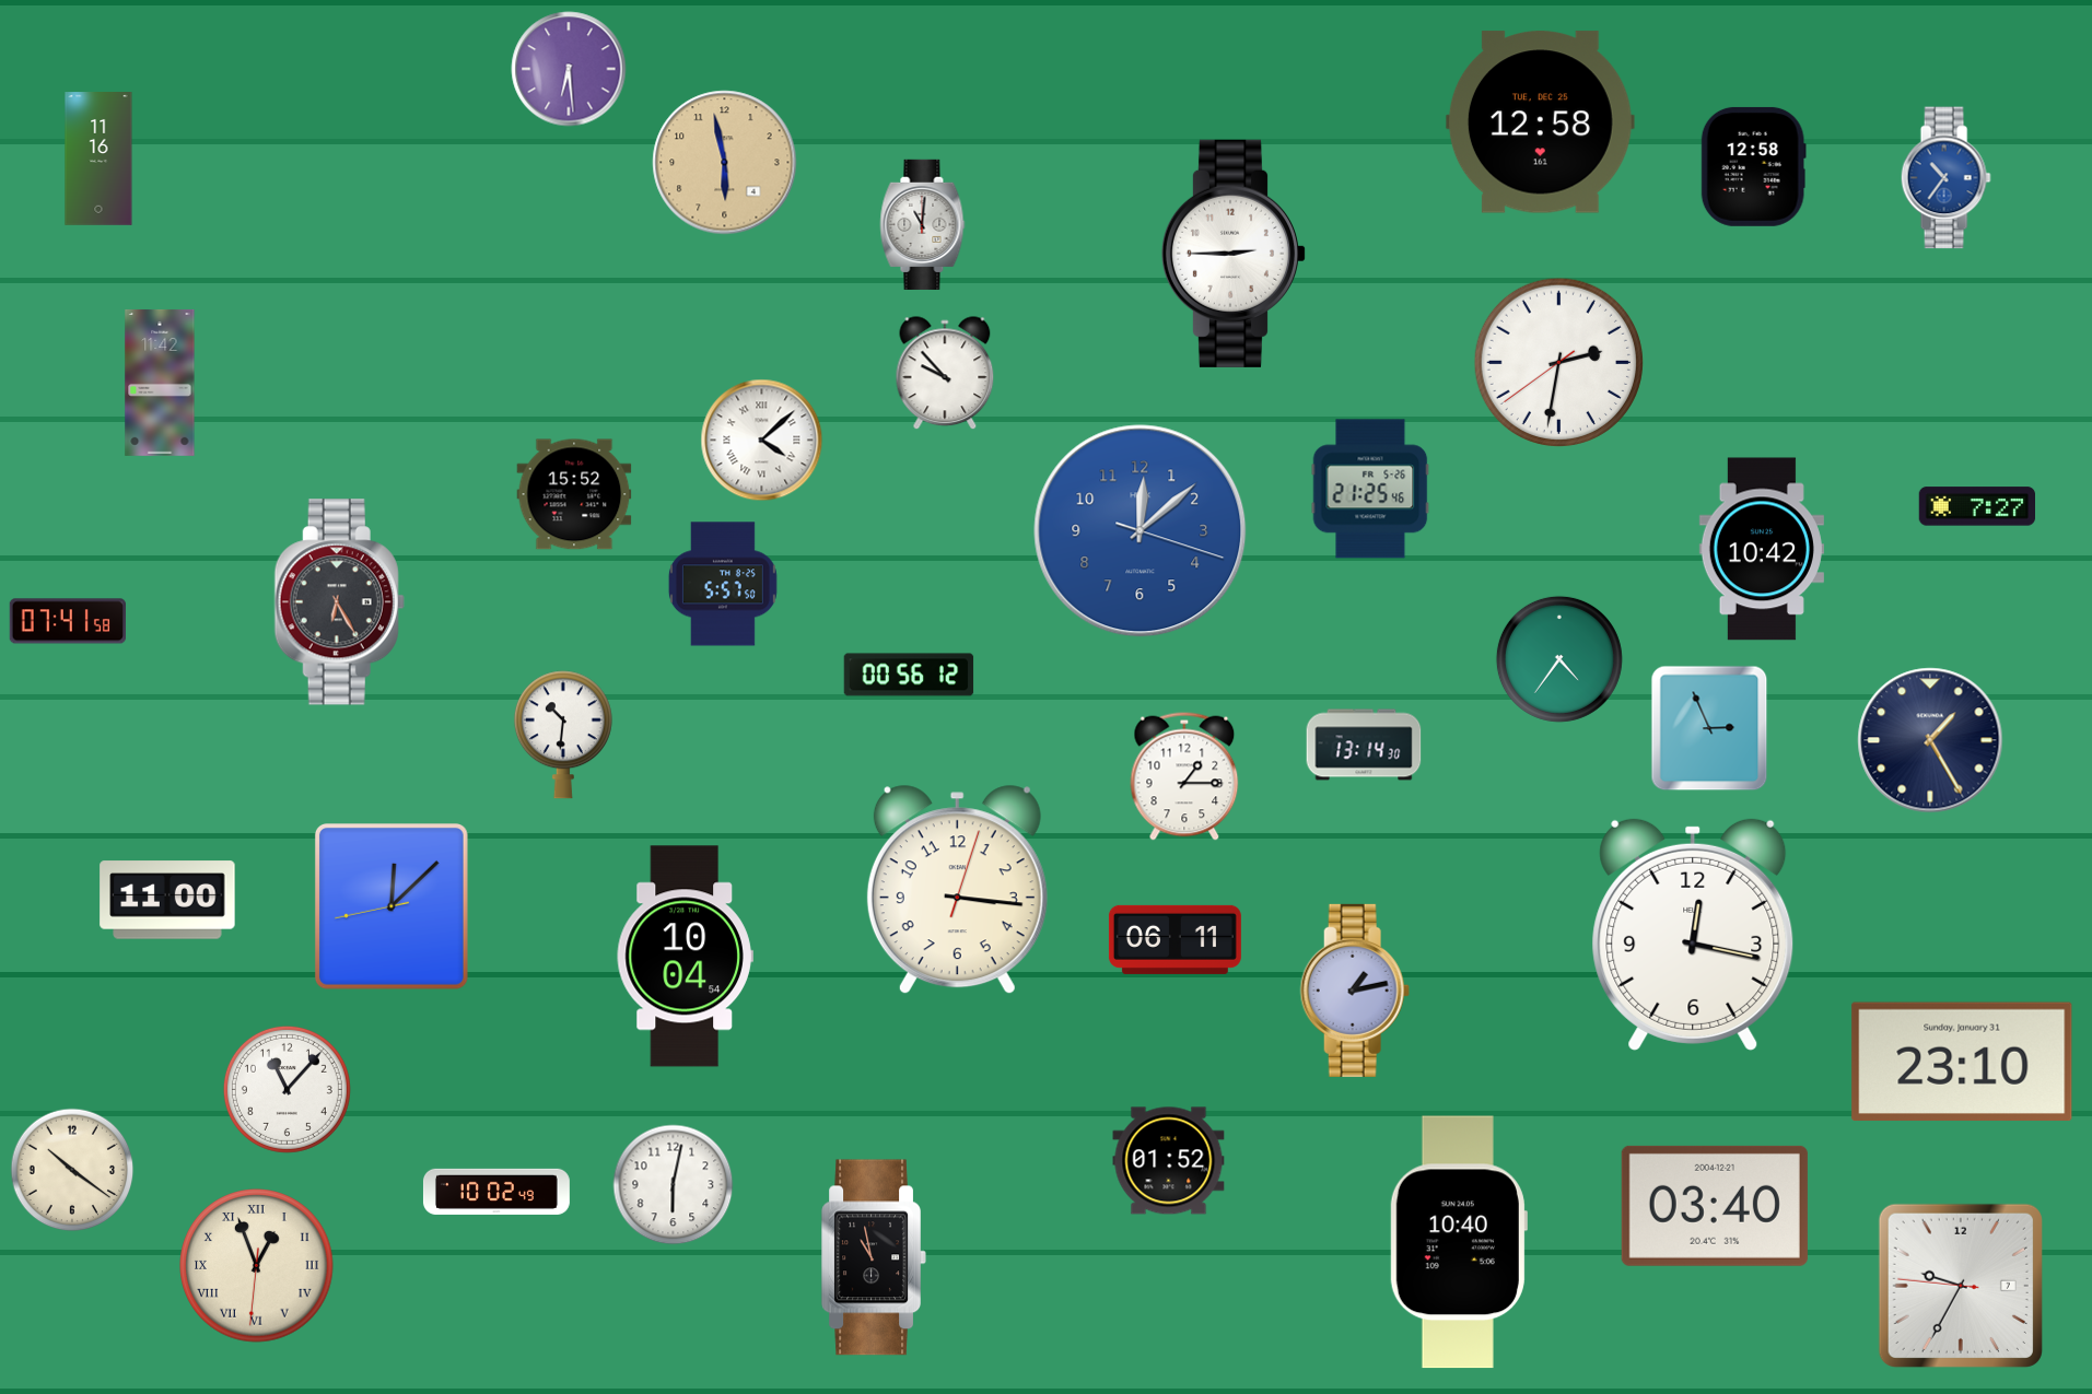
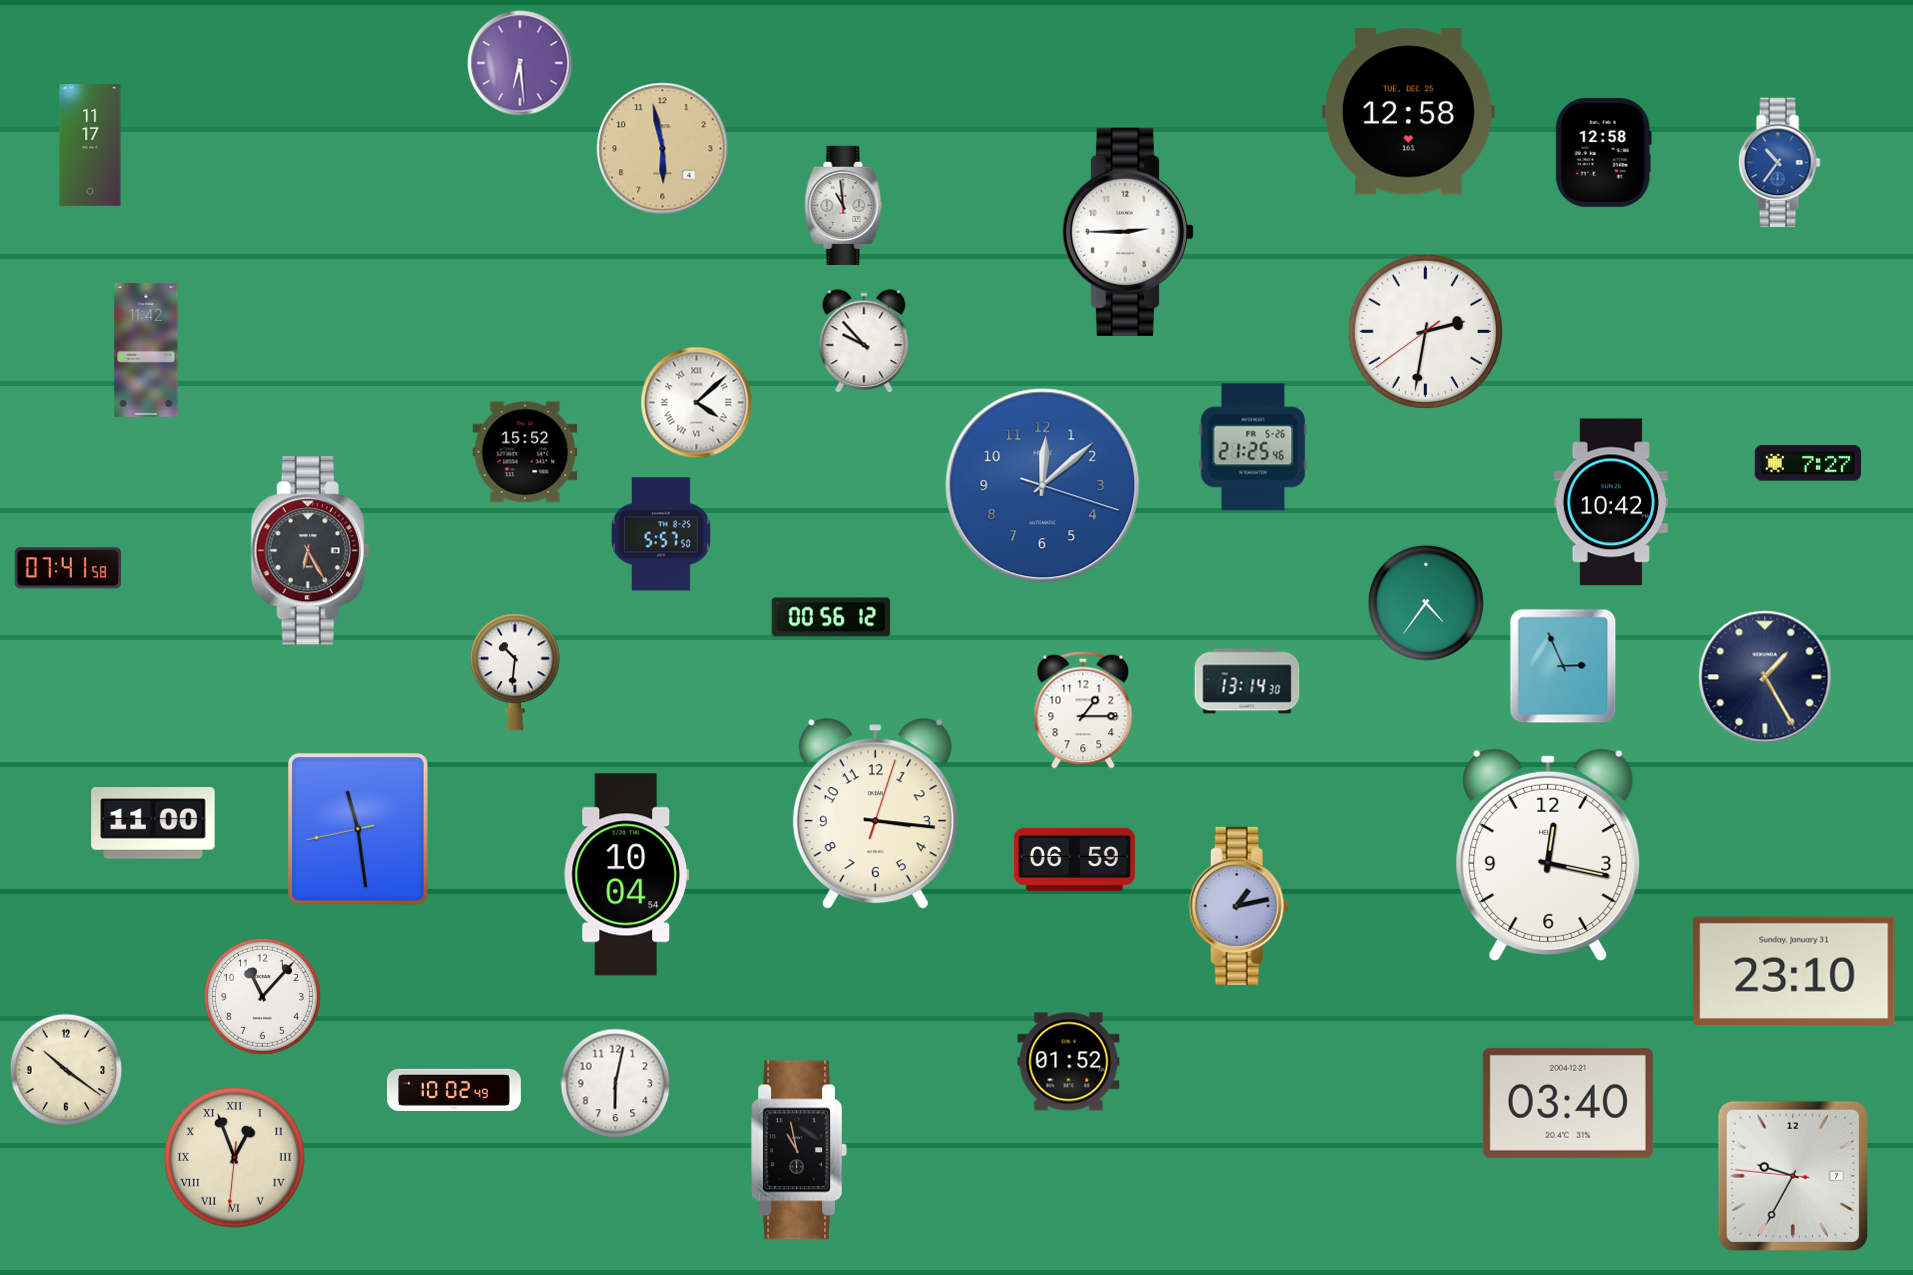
clock at (98, 160): 11:16 -> 11:17
clock at (923, 224): 11:01 -> 10:59
clock at (67, 621) position: (67, 621) -> (67, 568)
clock at (391, 907): 12:07 -> 11:28
clock at (1174, 939): 06:11 -> 06:59
clock at (1458, 1242): 10:40 -> none
